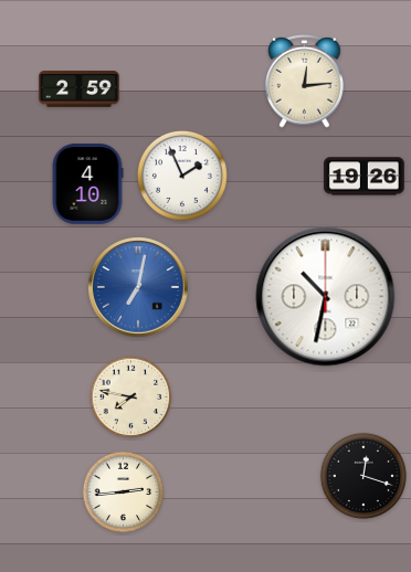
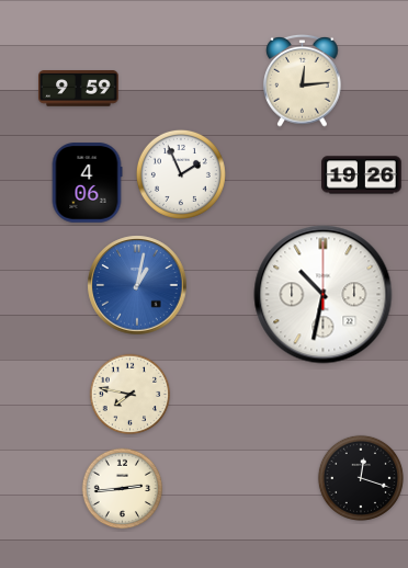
clock at (80, 89): 2:59 -> 9:59
clock at (87, 184): 4:10 -> 4:06
clock at (138, 287): 7:02 -> 1:02
clock at (363, 476) position: (363, 476) -> (361, 478)
